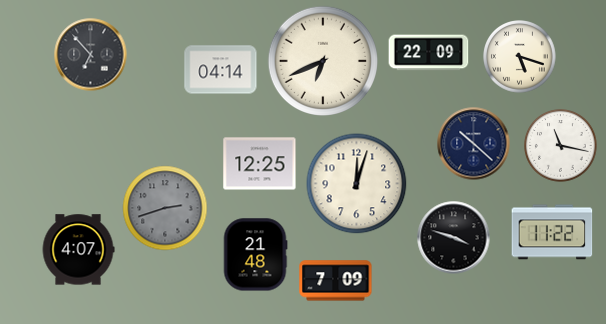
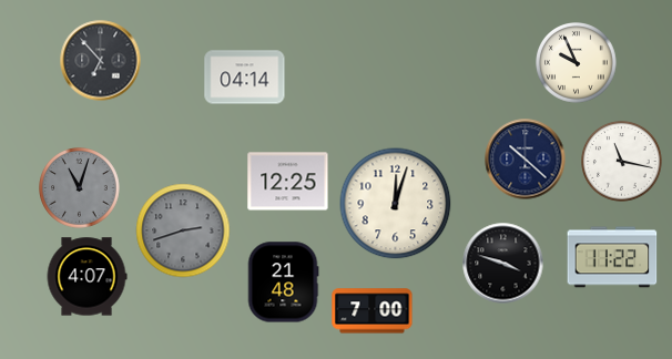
clock at (429, 53): 22:09 -> none
clock at (520, 57): 5:18 -> 9:56
clock at (323, 61): 6:41 -> none
clock at (80, 188): none -> 11:03
clock at (336, 281): 7:09 -> 7:00
